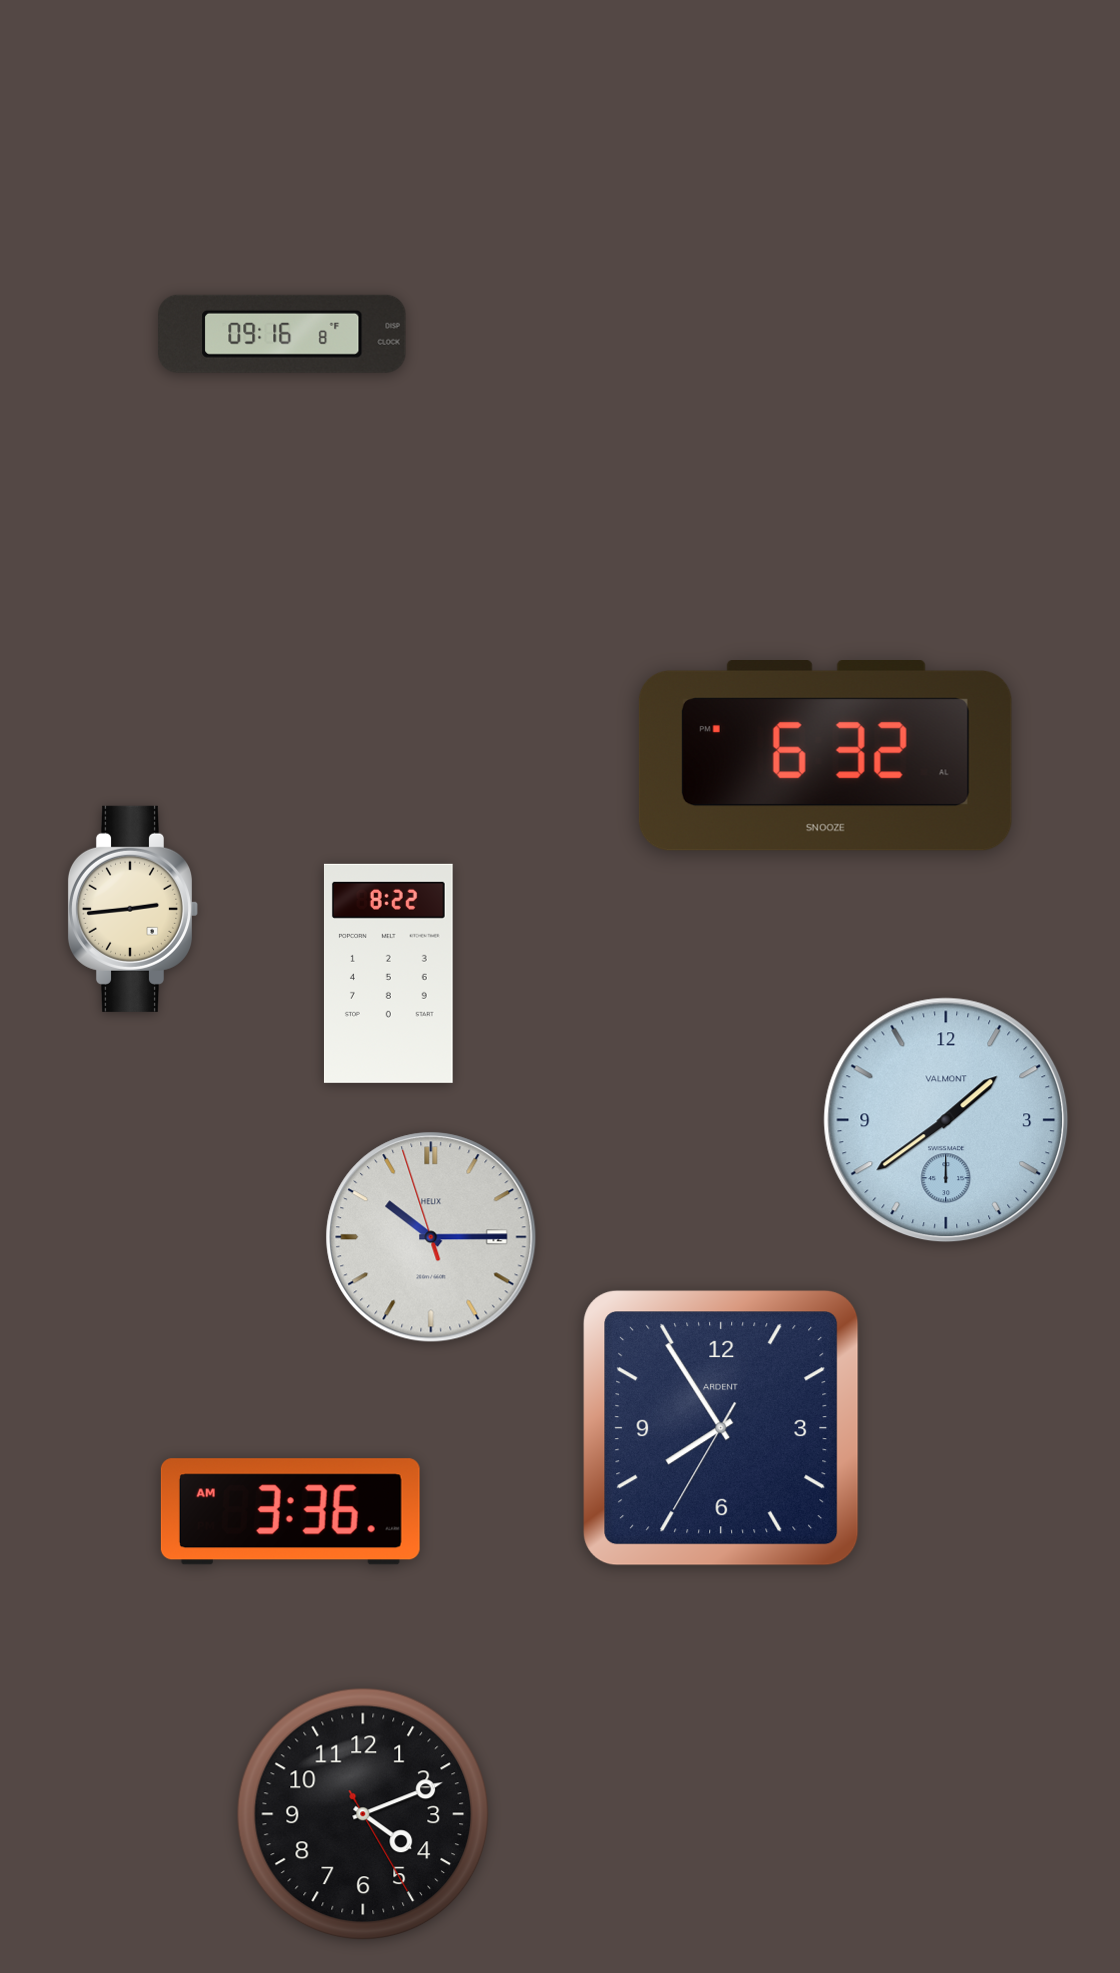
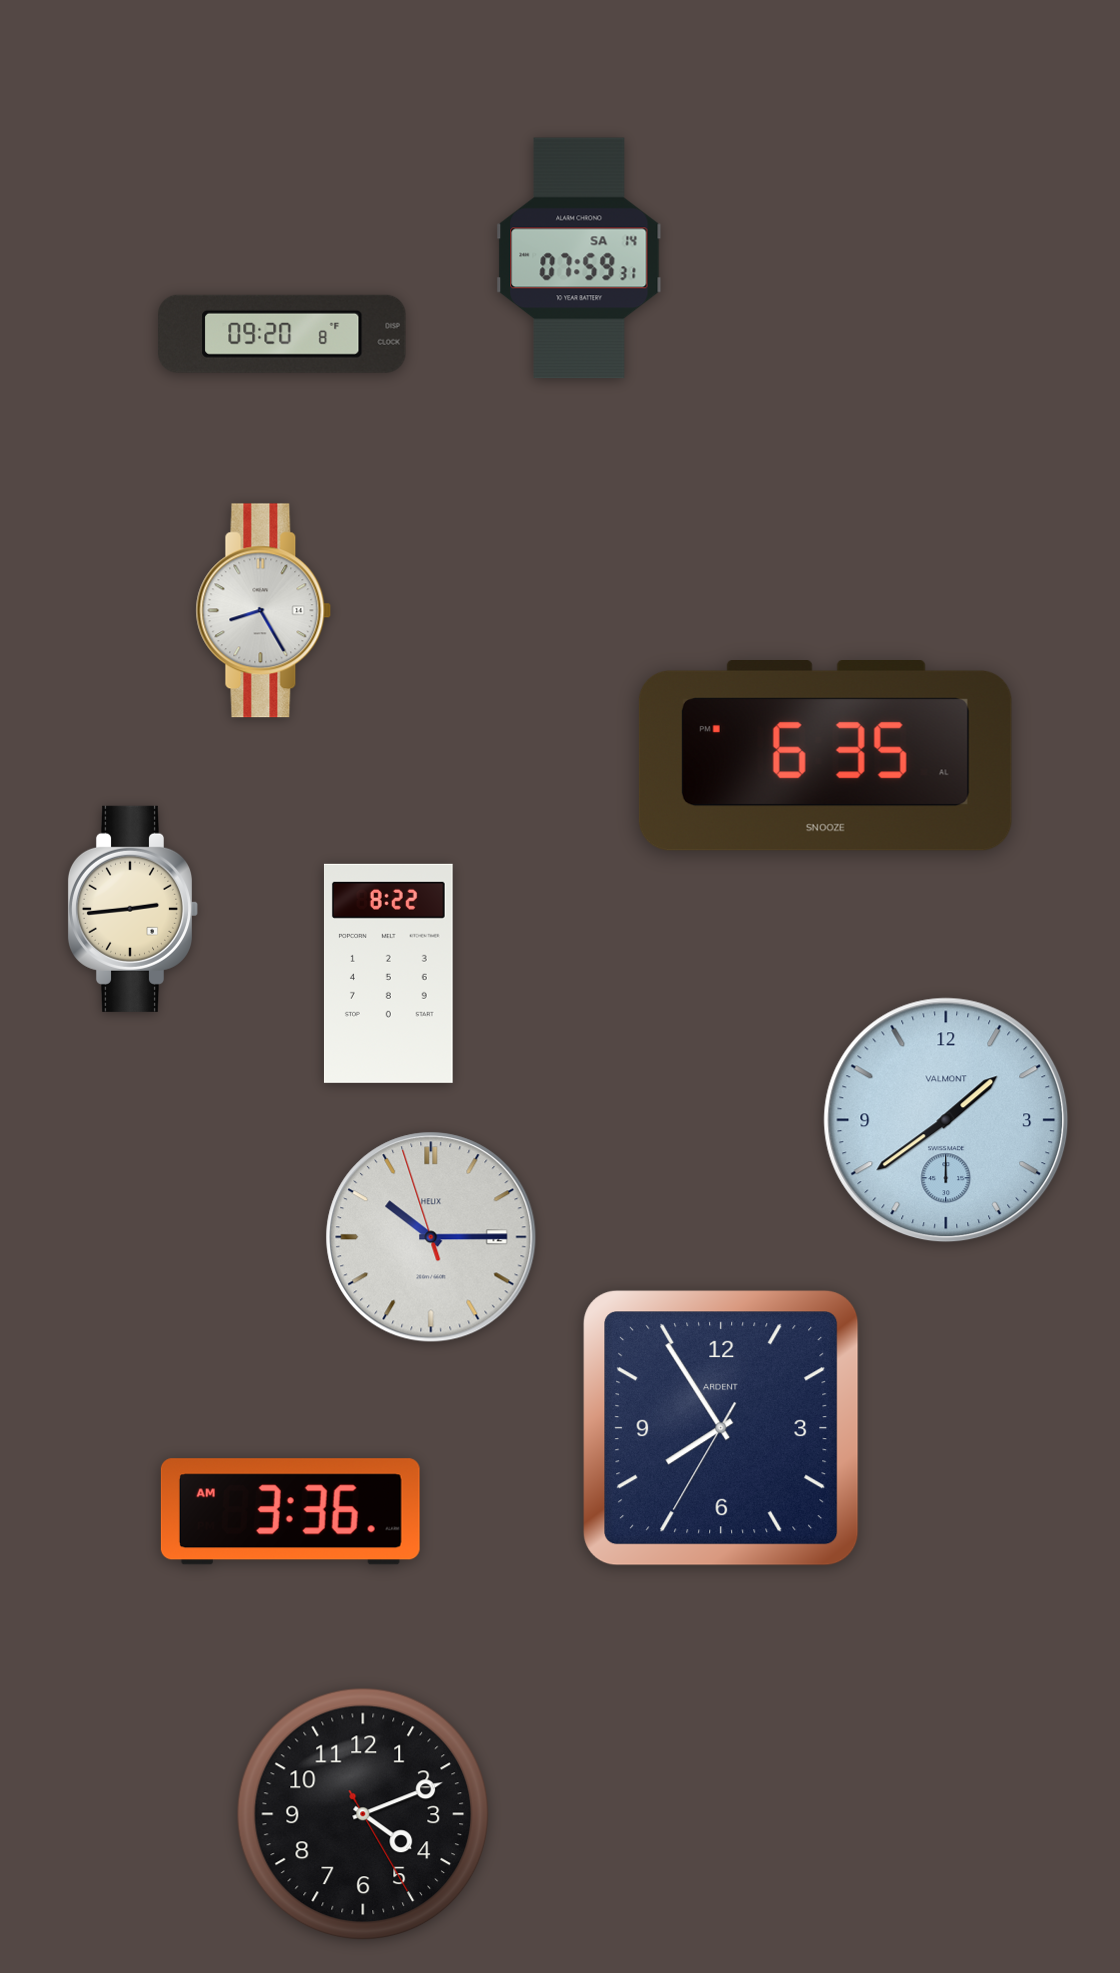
clock at (579, 258): none -> 07:59
clock at (283, 334): 09:16 -> 09:20
clock at (264, 611): none -> 8:25
clock at (825, 756): 6:32 -> 6:35
